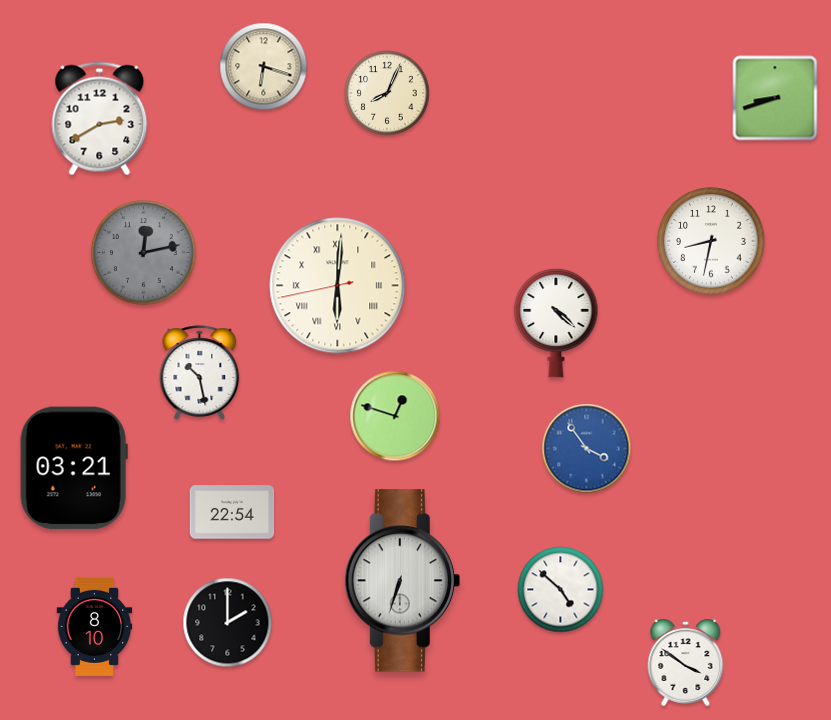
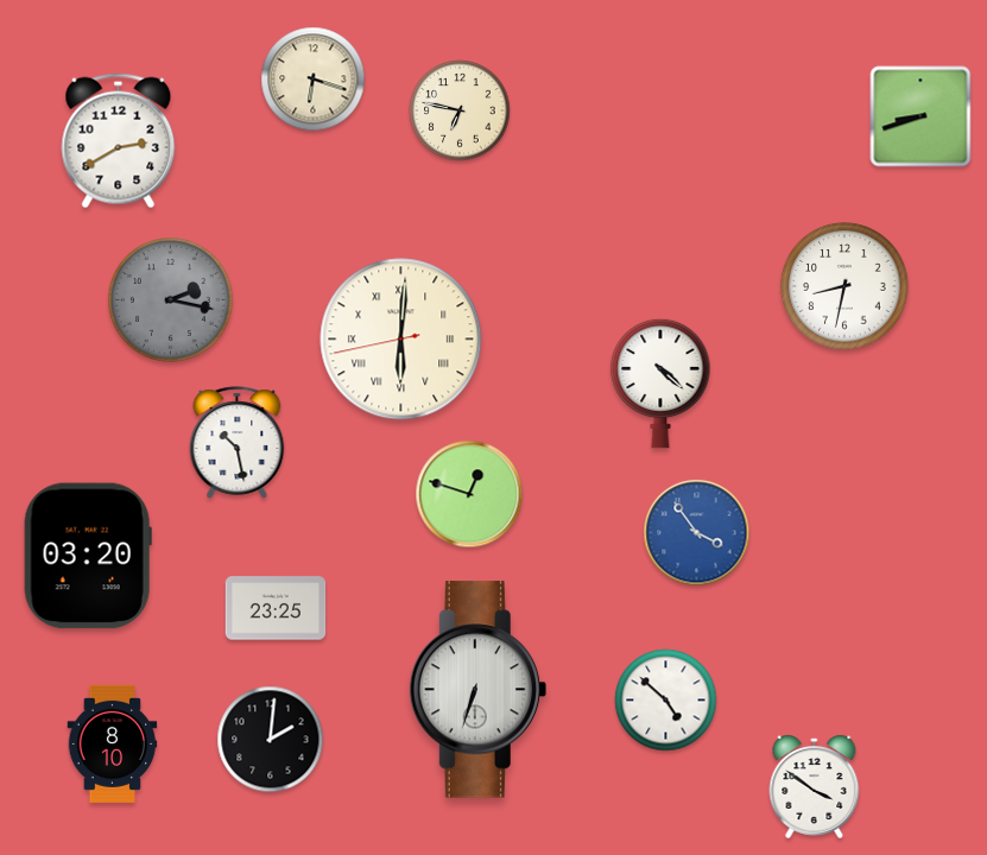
clock at (387, 93): 8:04 -> 6:47
clock at (144, 253): 12:13 -> 2:17
clock at (74, 468): 03:21 -> 03:20
clock at (232, 512): 22:54 -> 23:25
clock at (228, 623): 2:00 -> 2:01
